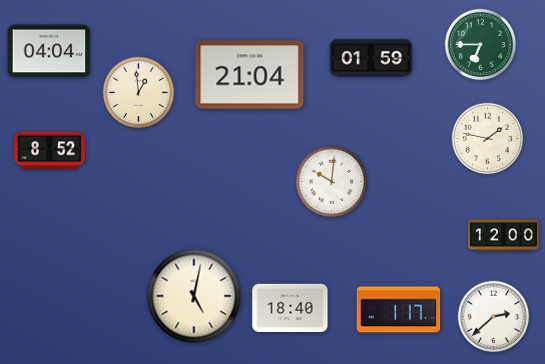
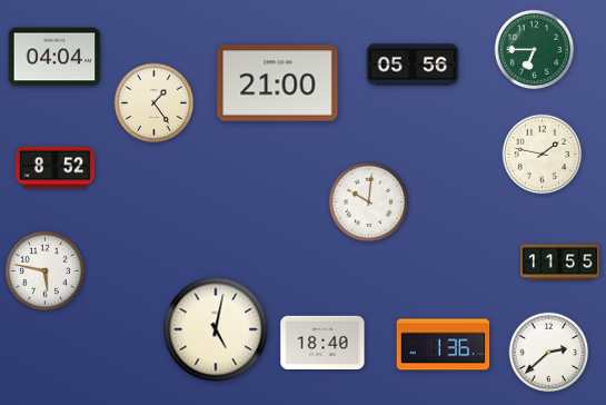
clock at (371, 58): 01:59 -> 05:56
clock at (250, 75): 21:04 -> 21:00
clock at (139, 93): 12:59 -> 1:24
clock at (503, 236): 12:00 -> 11:55
clock at (46, 271): none -> 5:47
clock at (399, 310): 1:17 -> 1:36
